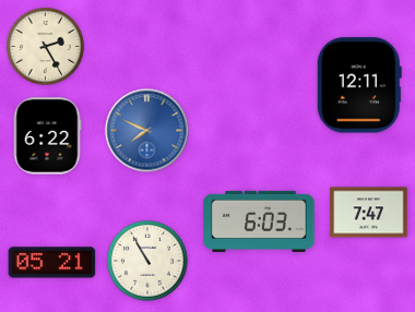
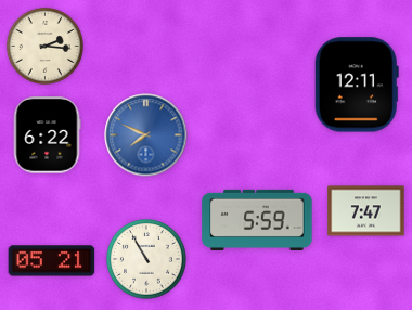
clock at (45, 46): 2:25 -> 2:16
clock at (147, 131) position: (147, 131) -> (146, 135)
clock at (259, 221): 6:03 -> 5:59
